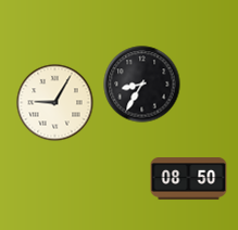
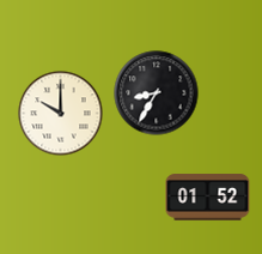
clock at (55, 103): 9:05 -> 10:00
clock at (189, 179): 08:50 -> 01:52
